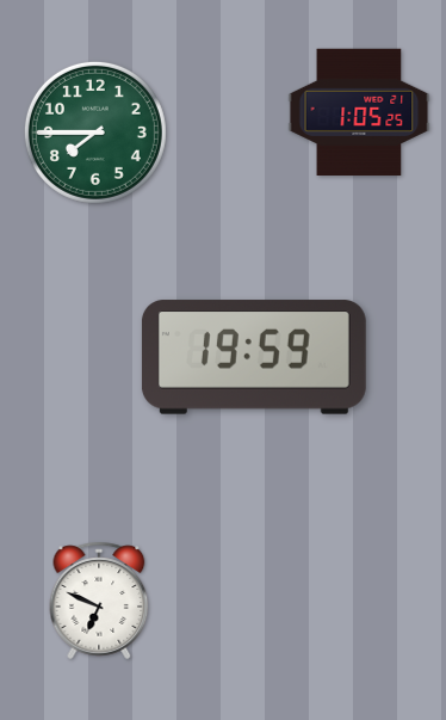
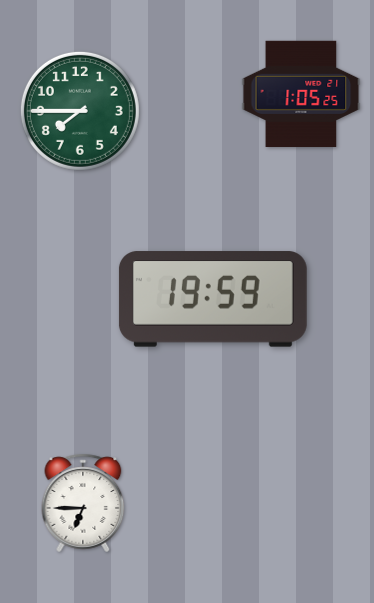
clock at (99, 601): 6:49 -> 6:45
